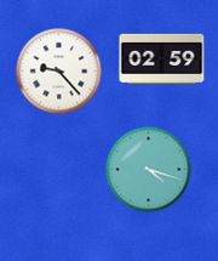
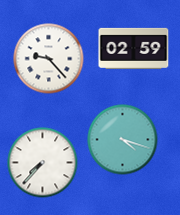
clock at (43, 163): none -> 7:37
